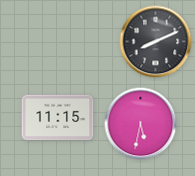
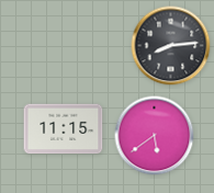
clock at (156, 42): 8:11 -> 8:14
clock at (141, 124): 5:32 -> 5:39
